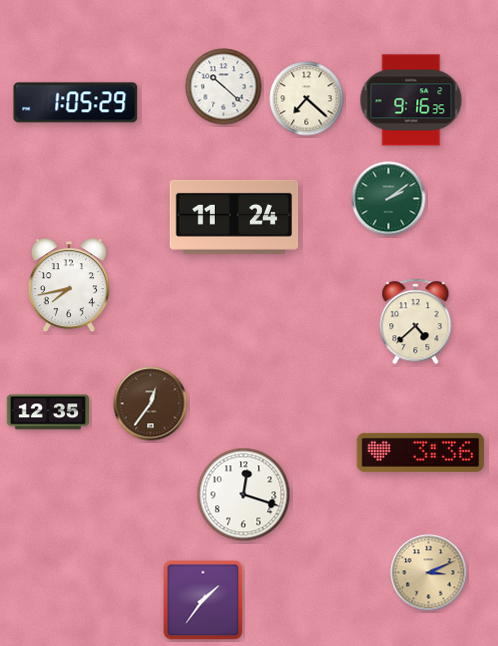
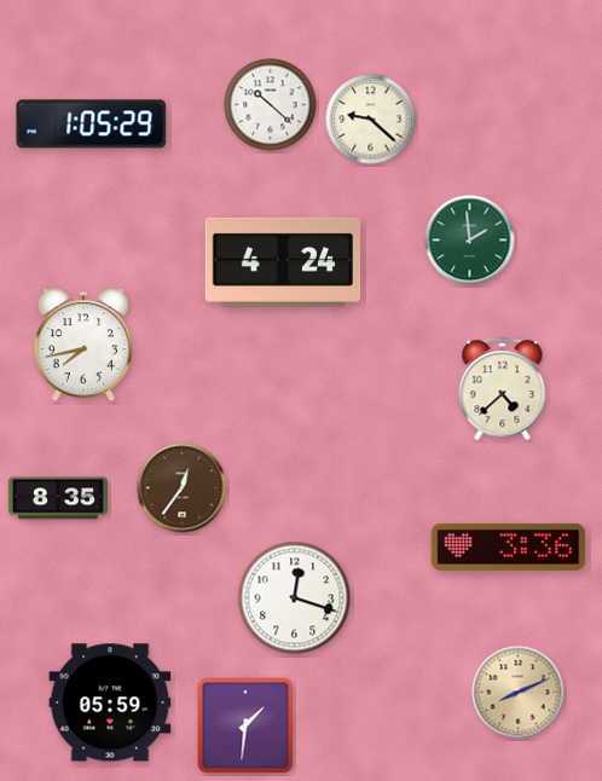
clock at (307, 99): 7:22 -> 9:22
clock at (411, 100): 9:16 -> none
clock at (389, 199): 2:09 -> 1:59
clock at (234, 217): 11:24 -> 4:24
clock at (47, 412): 12:35 -> 8:35
clock at (429, 573): 3:11 -> 8:11
clock at (110, 702): none -> 05:59
clock at (203, 600): 1:36 -> 1:31
